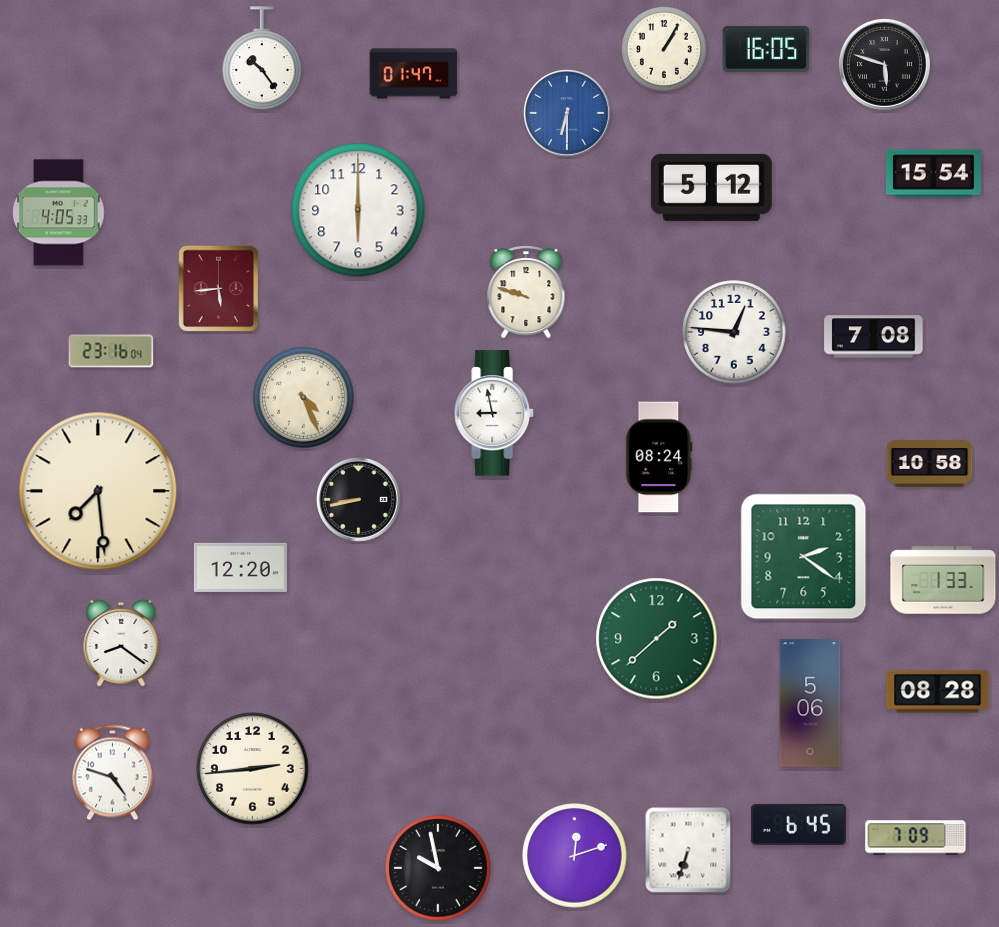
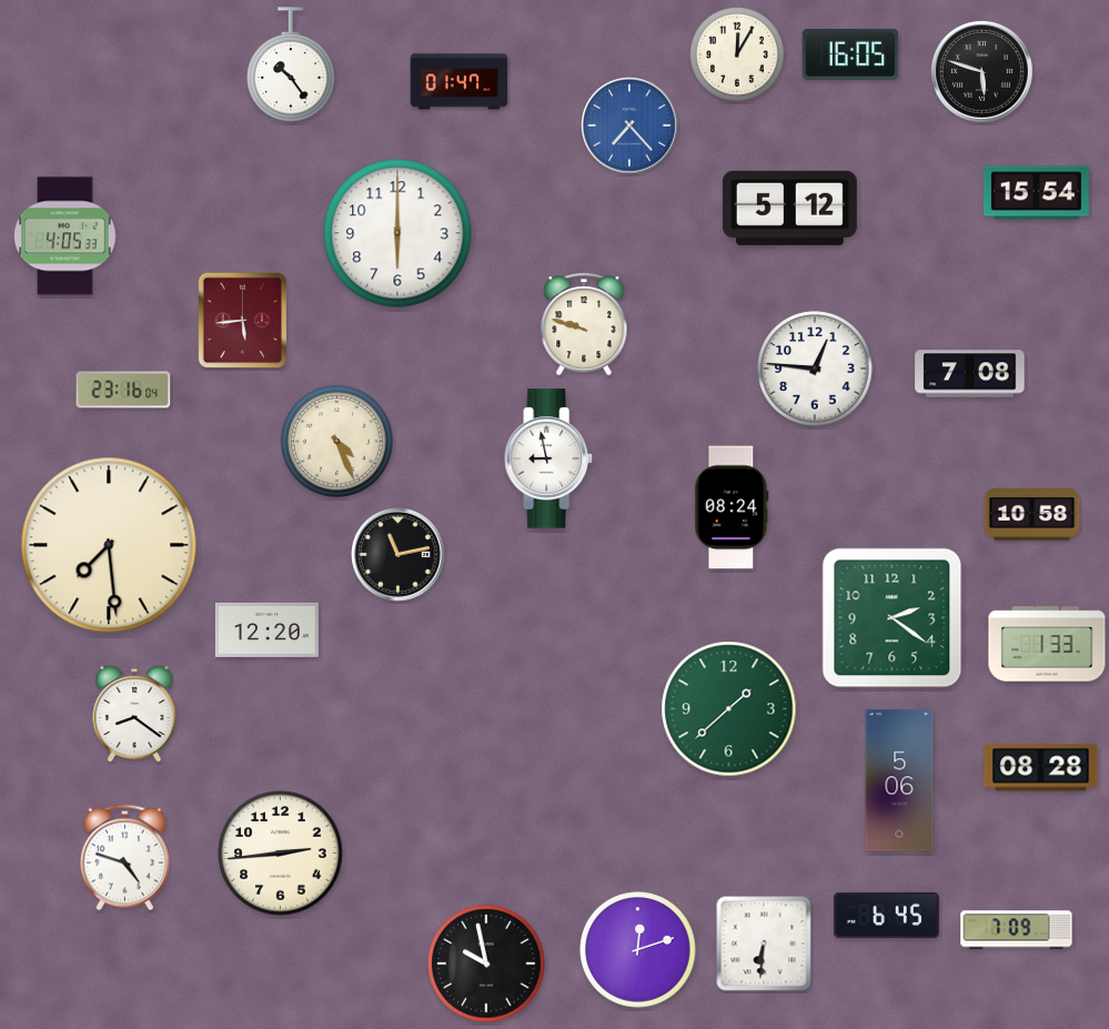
clock at (664, 49): 1:05 -> 12:05
clock at (568, 114): 6:30 -> 7:23
clock at (359, 500): 8:43 -> 11:13
clock at (688, 850): 6:33 -> 6:31
